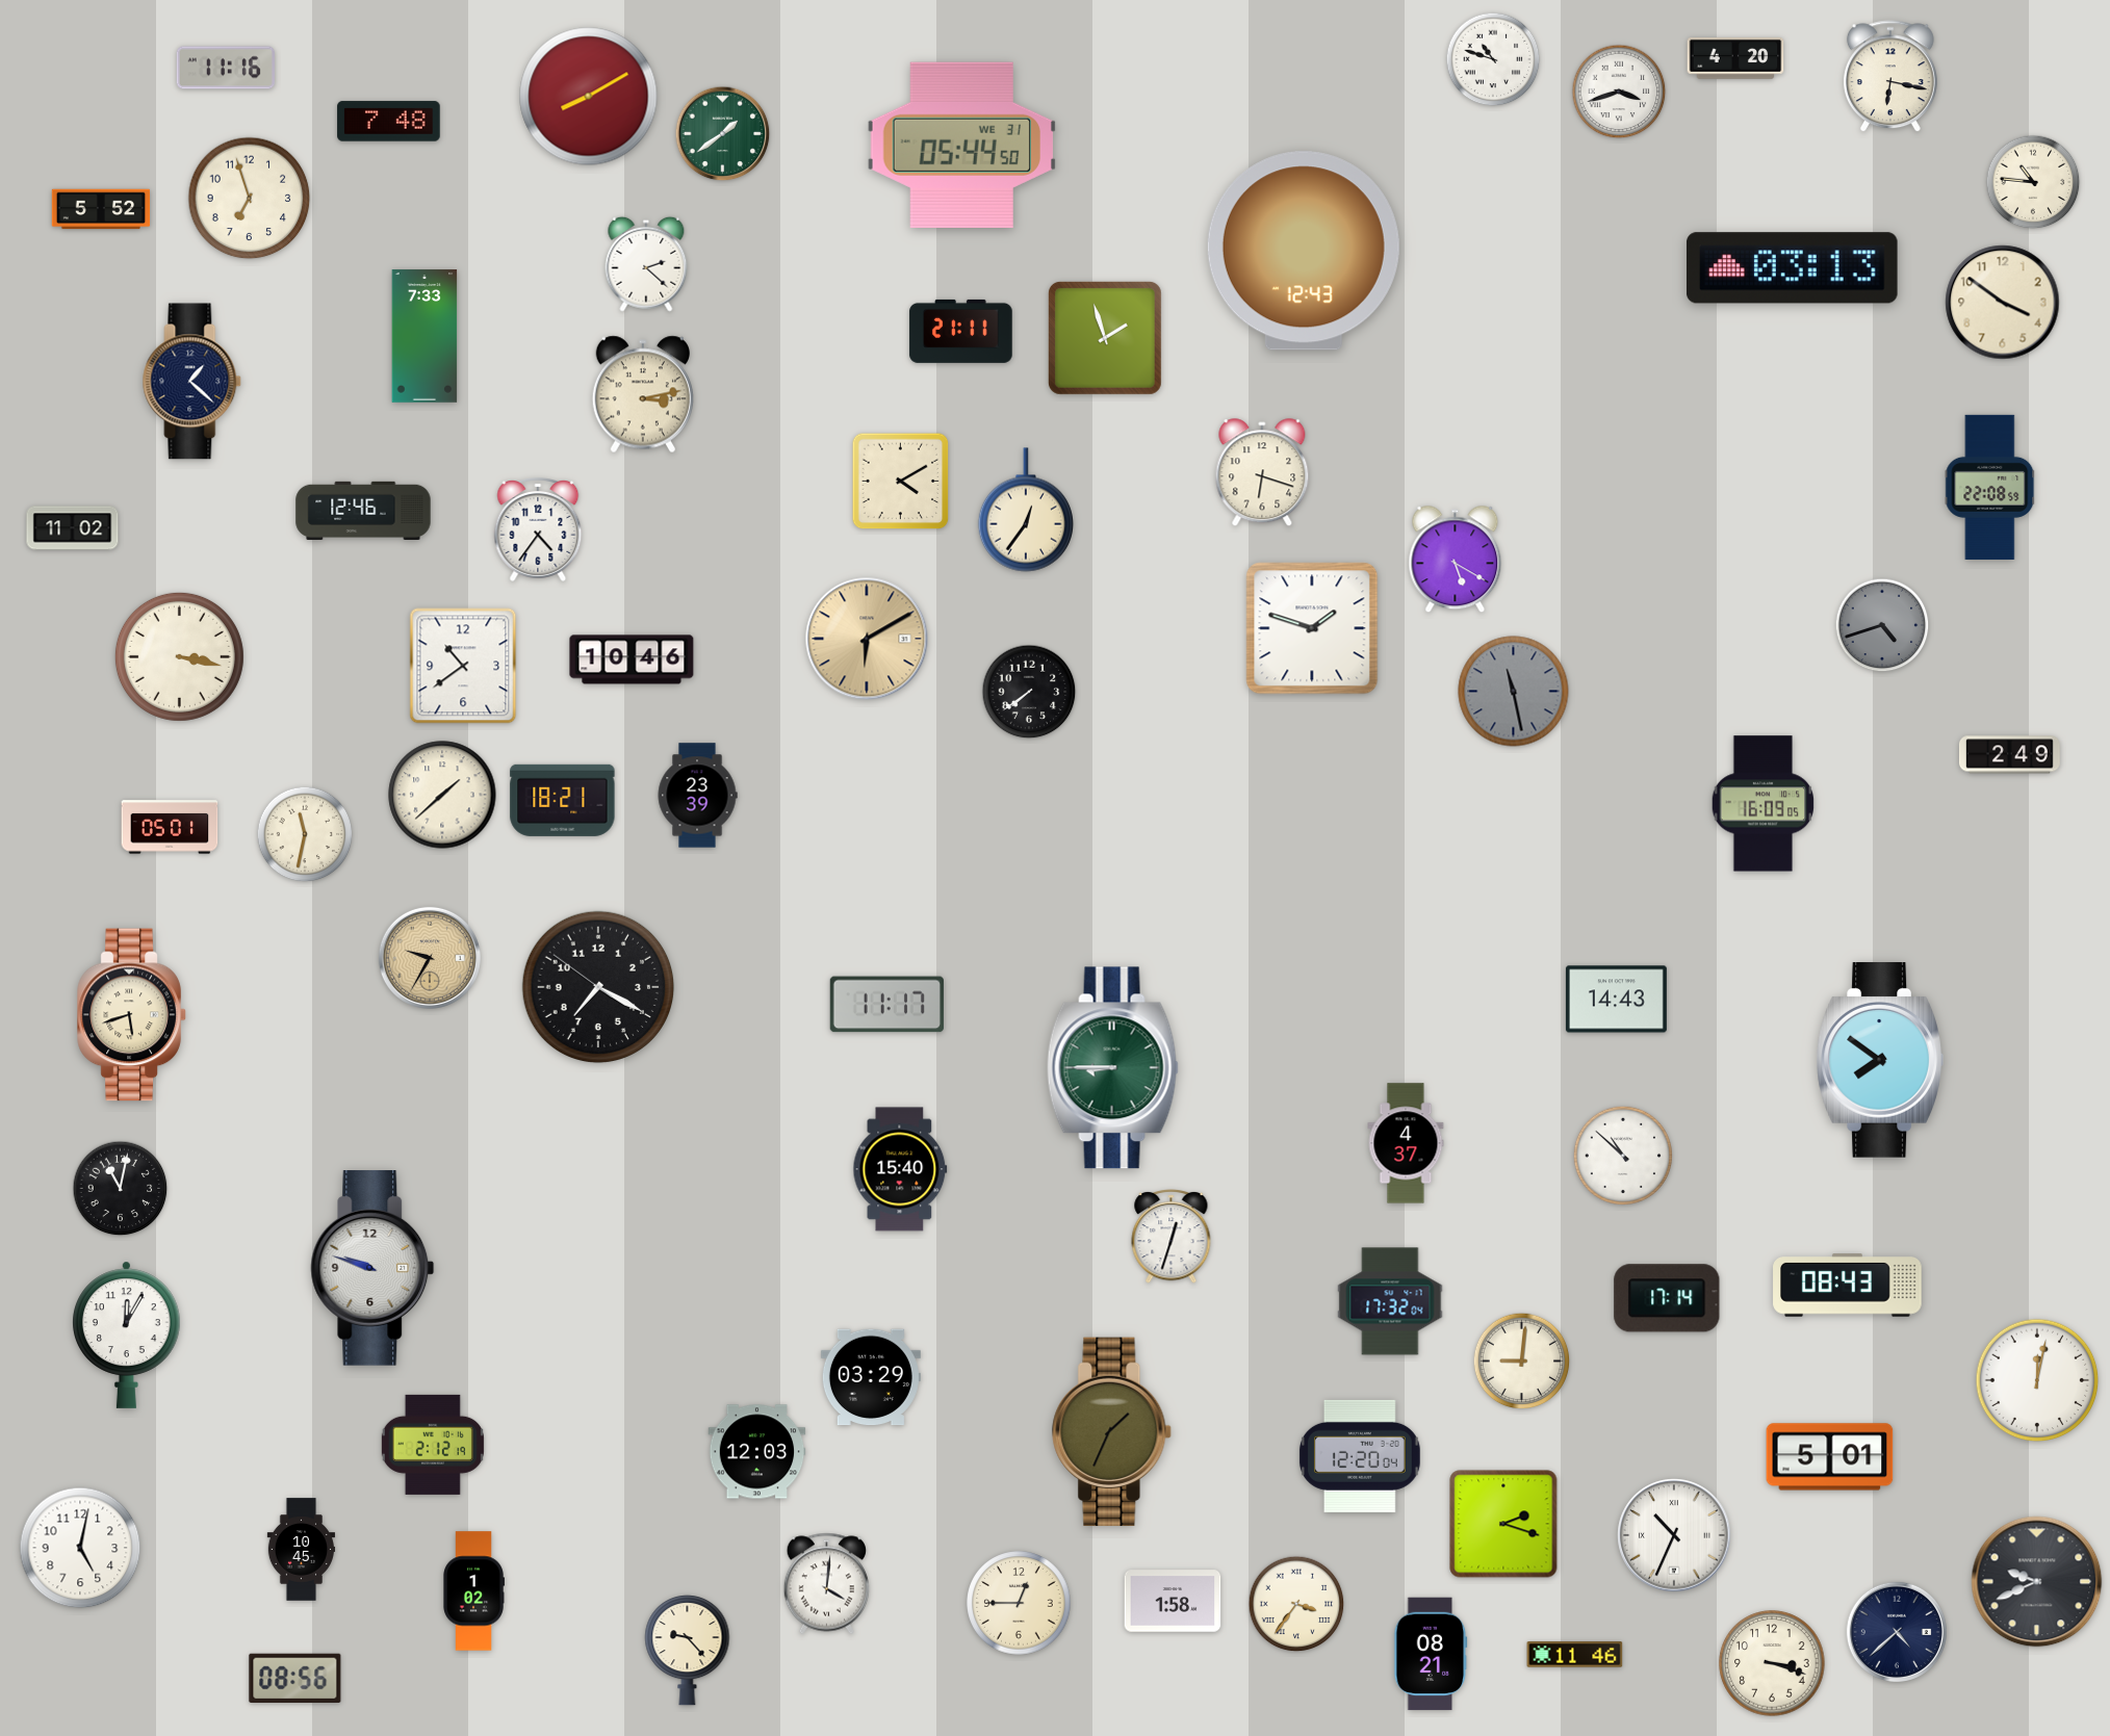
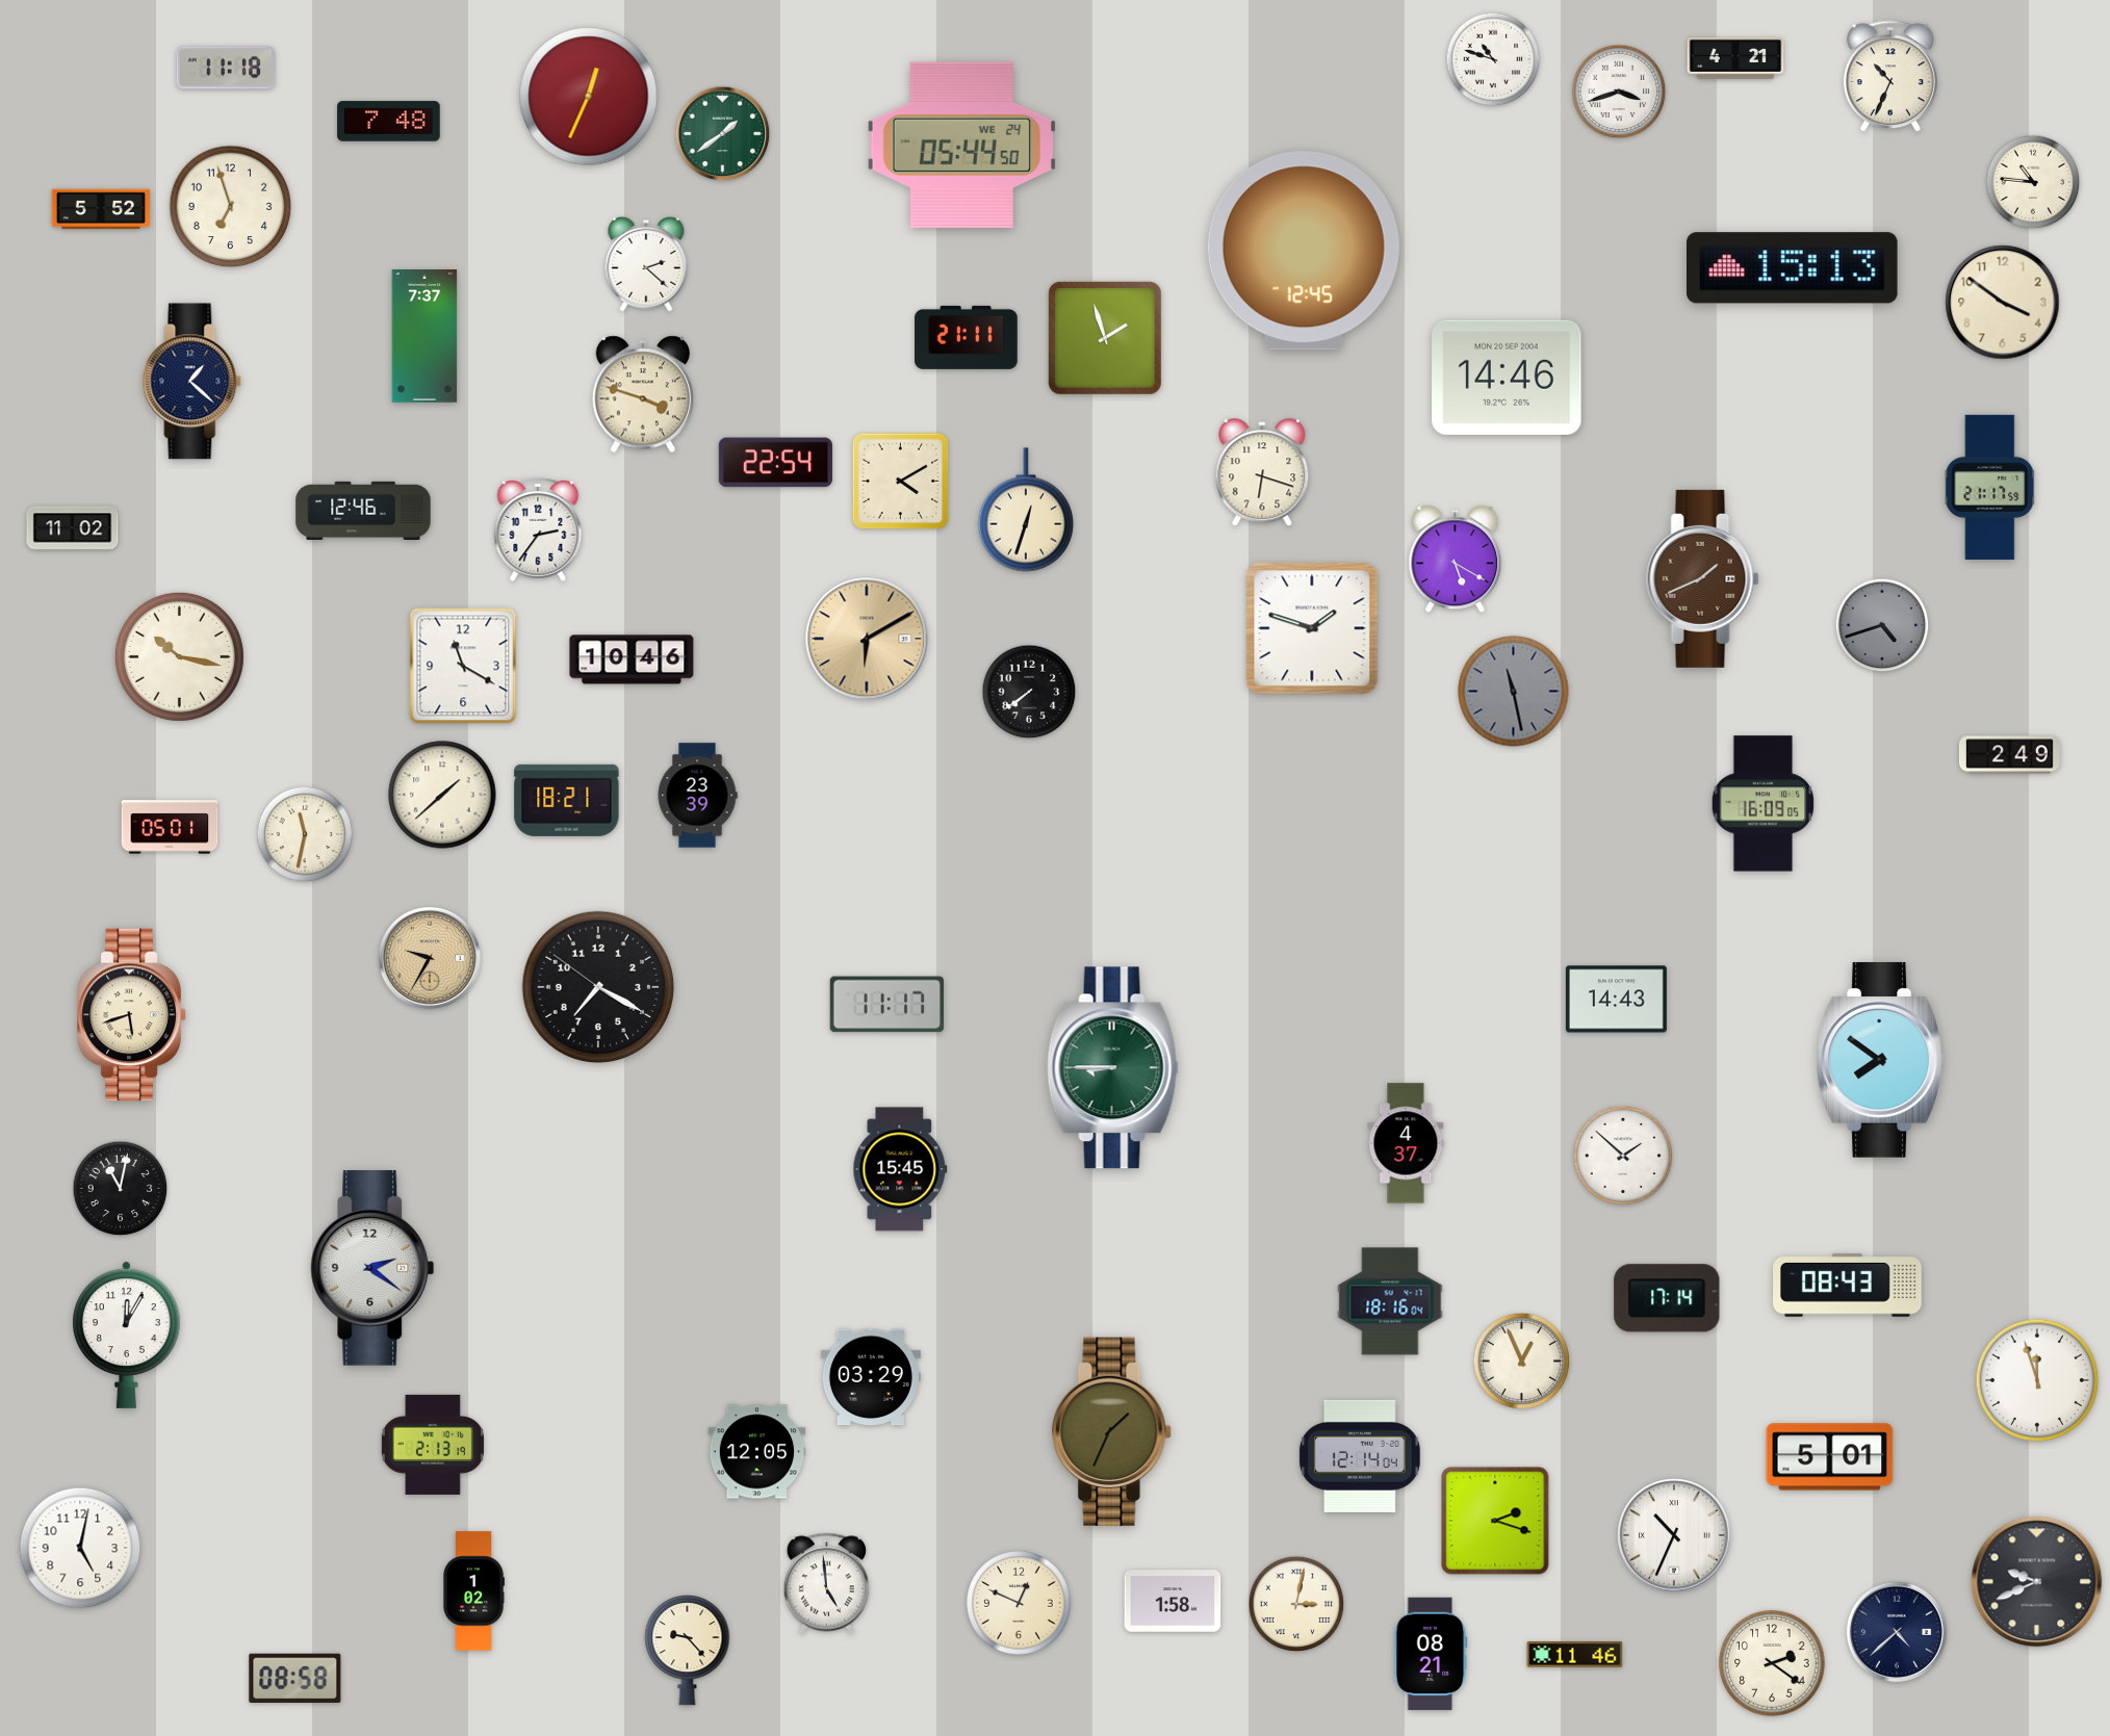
clock at (1735, 58): 4:20 -> 4:21
clock at (225, 68): 11:16 -> 11:18
clock at (1890, 77): 6:17 -> 10:34
clock at (589, 97): 8:10 -> 12:34
clock at (961, 145) date: WE 31 -> WE 24
clock at (250, 199) position: (250, 199) -> (231, 207)
clock at (1304, 251): 12:43 -> 12:45
clock at (1793, 268): 03:13 -> 15:13
clock at (961, 331) position: (961, 331) -> (967, 337)
clock at (424, 336): 7:33 -> 7:37
clock at (1507, 378): none -> 14:46
clock at (643, 394): 3:13 -> 3:48
clock at (775, 463): none -> 22:54
clock at (1990, 487): 22:08 -> 21:17
clock at (1025, 510): 12:36 -> 12:33
clock at (538, 530): 4:36 -> 2:36
clock at (1703, 578): none -> 1:41
clock at (179, 656): 3:17 -> 10:17
clock at (463, 666): 10:39 -> 11:20
clock at (563, 800) position: (563, 800) -> (567, 800)
clock at (1623, 1156): 10:52 -> 1:52
clock at (900, 1169): 15:40 -> 15:45
clock at (1172, 1237): 12:33 -> none
clock at (372, 1268): 9:48 -> 2:21
clock at (1390, 1301): 17:32 -> 18:16
clock at (1522, 1362): 9:01 -> 12:56
clock at (2037, 1380): 12:02 -> 11:57
clock at (433, 1445): 2:12 -> 2:13
clock at (757, 1452): 12:03 -> 12:05
clock at (1360, 1456): 12:20 -> 12:14
clock at (1503, 1524) position: (1503, 1524) -> (1495, 1521)
clock at (302, 1550): 10:45 -> none
clock at (826, 1584): 4:01 -> 4:59
clock at (1019, 1603): 12:45 -> 12:49
clock at (1296, 1604): 3:36 -> 3:02
clock at (1772, 1663): 3:18 -> 2:21
clock at (295, 1678): 08:56 -> 08:58
